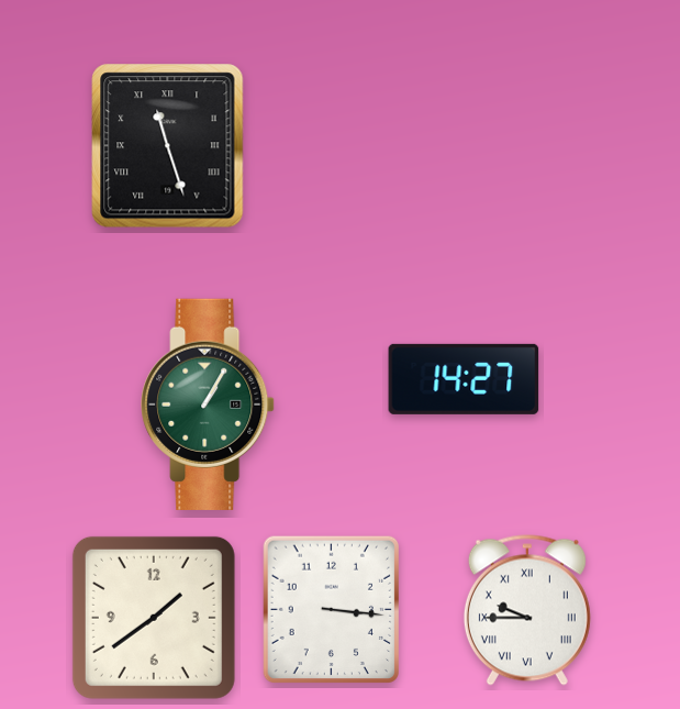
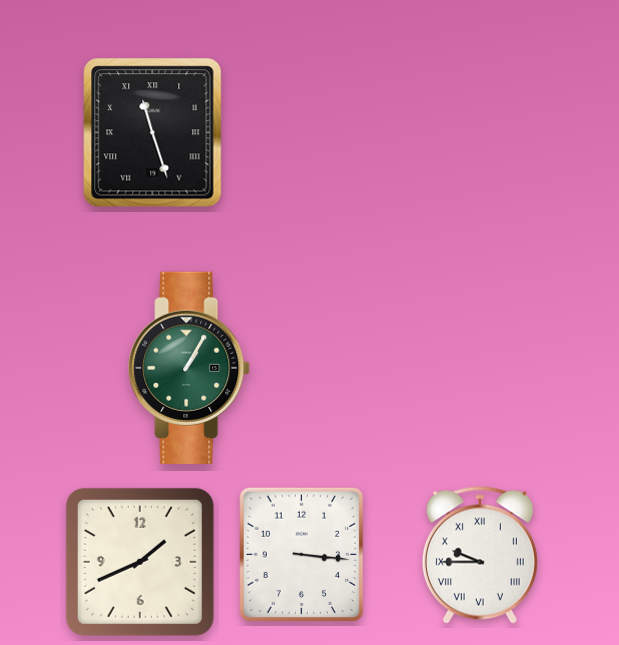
clock at (464, 379): 14:27 -> none
clock at (154, 618): 1:39 -> 1:41
